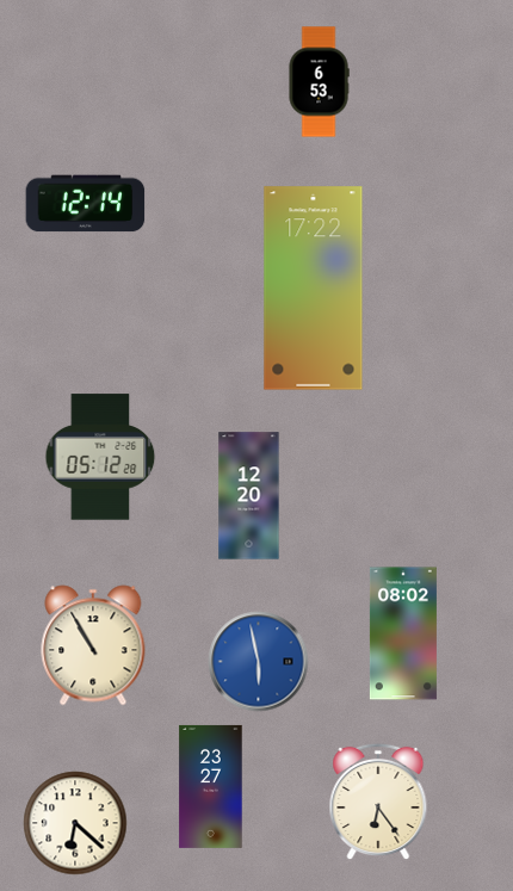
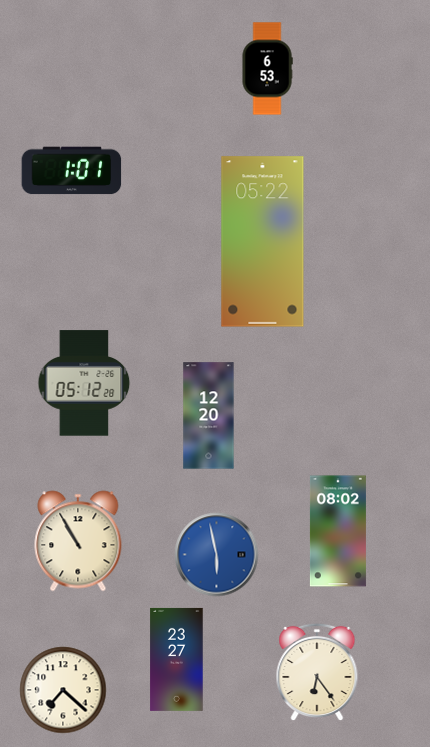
clock at (86, 204): 12:14 -> 1:01
clock at (314, 289): 17:22 -> 05:22
clock at (75, 823): 6:22 -> 7:22
